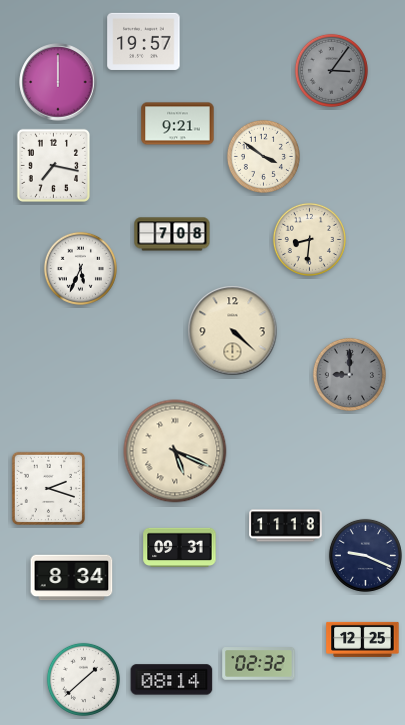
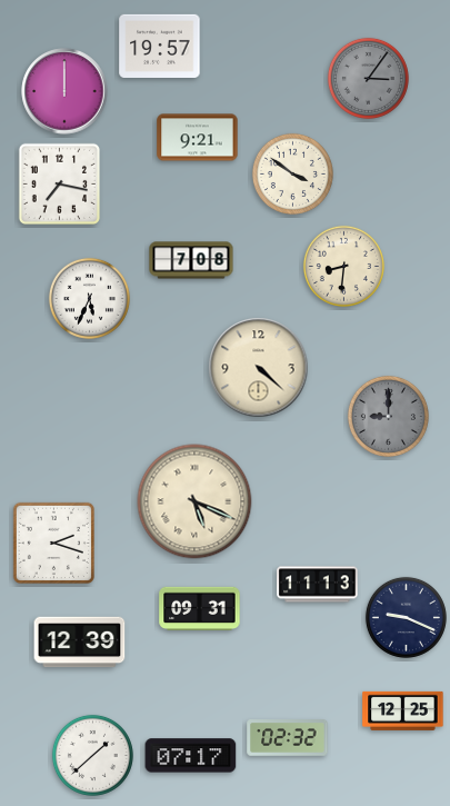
clock at (286, 526): 11:18 -> 11:13
clock at (72, 578): 8:34 -> 12:39
clock at (172, 680): 08:14 -> 07:17
